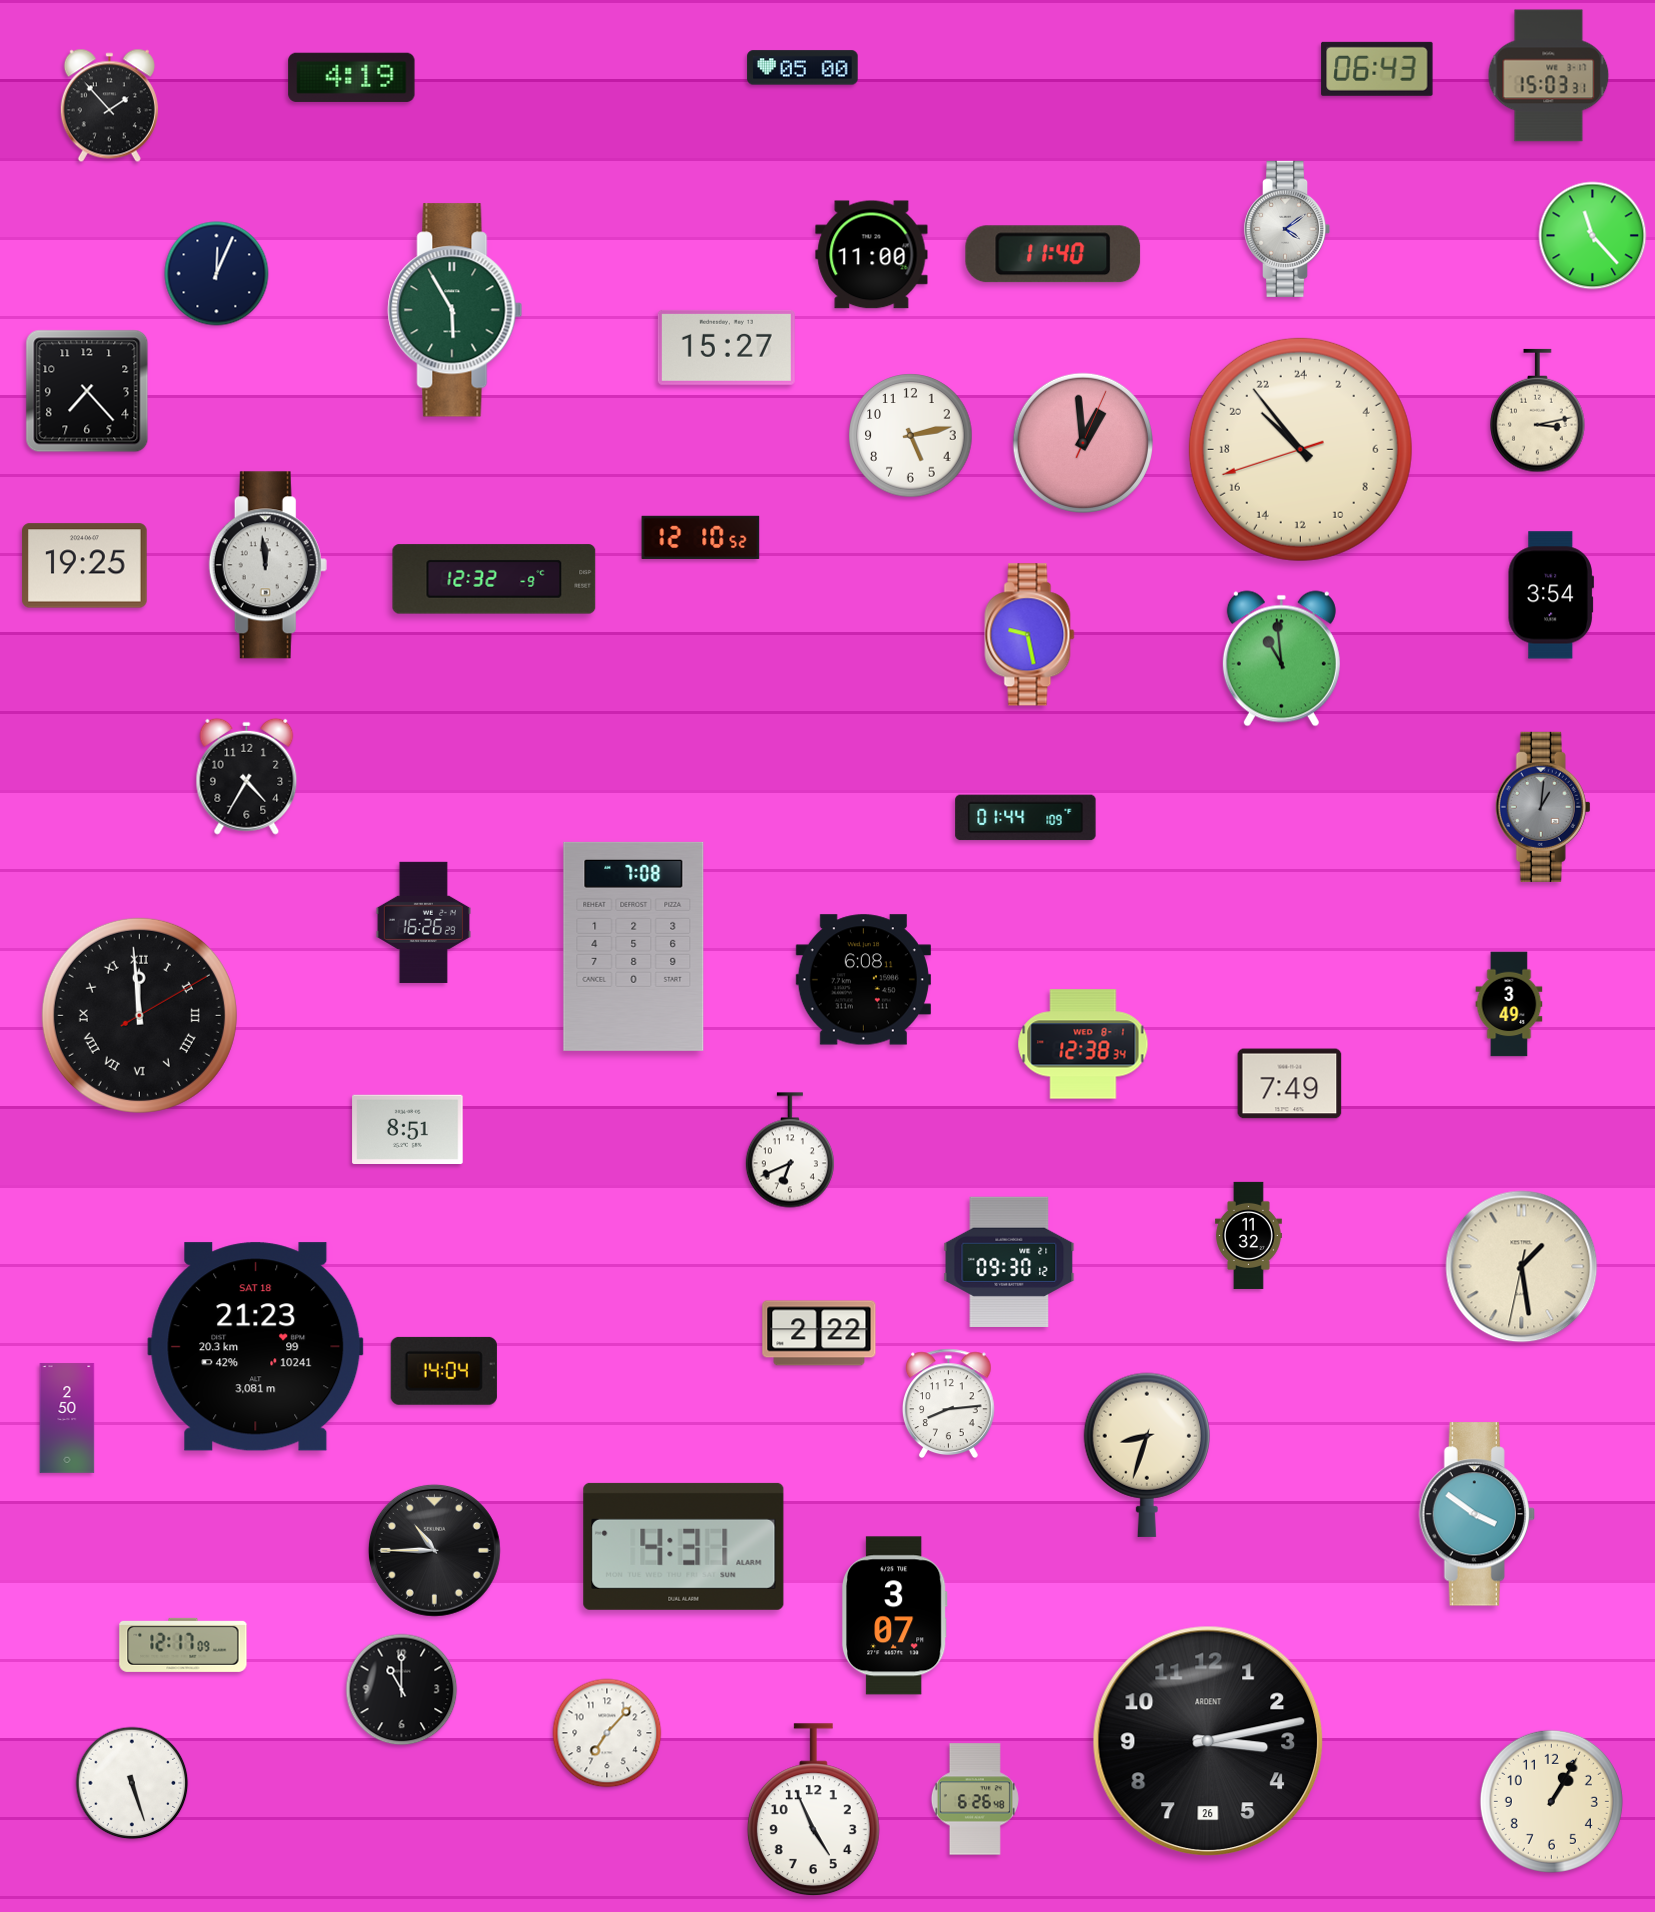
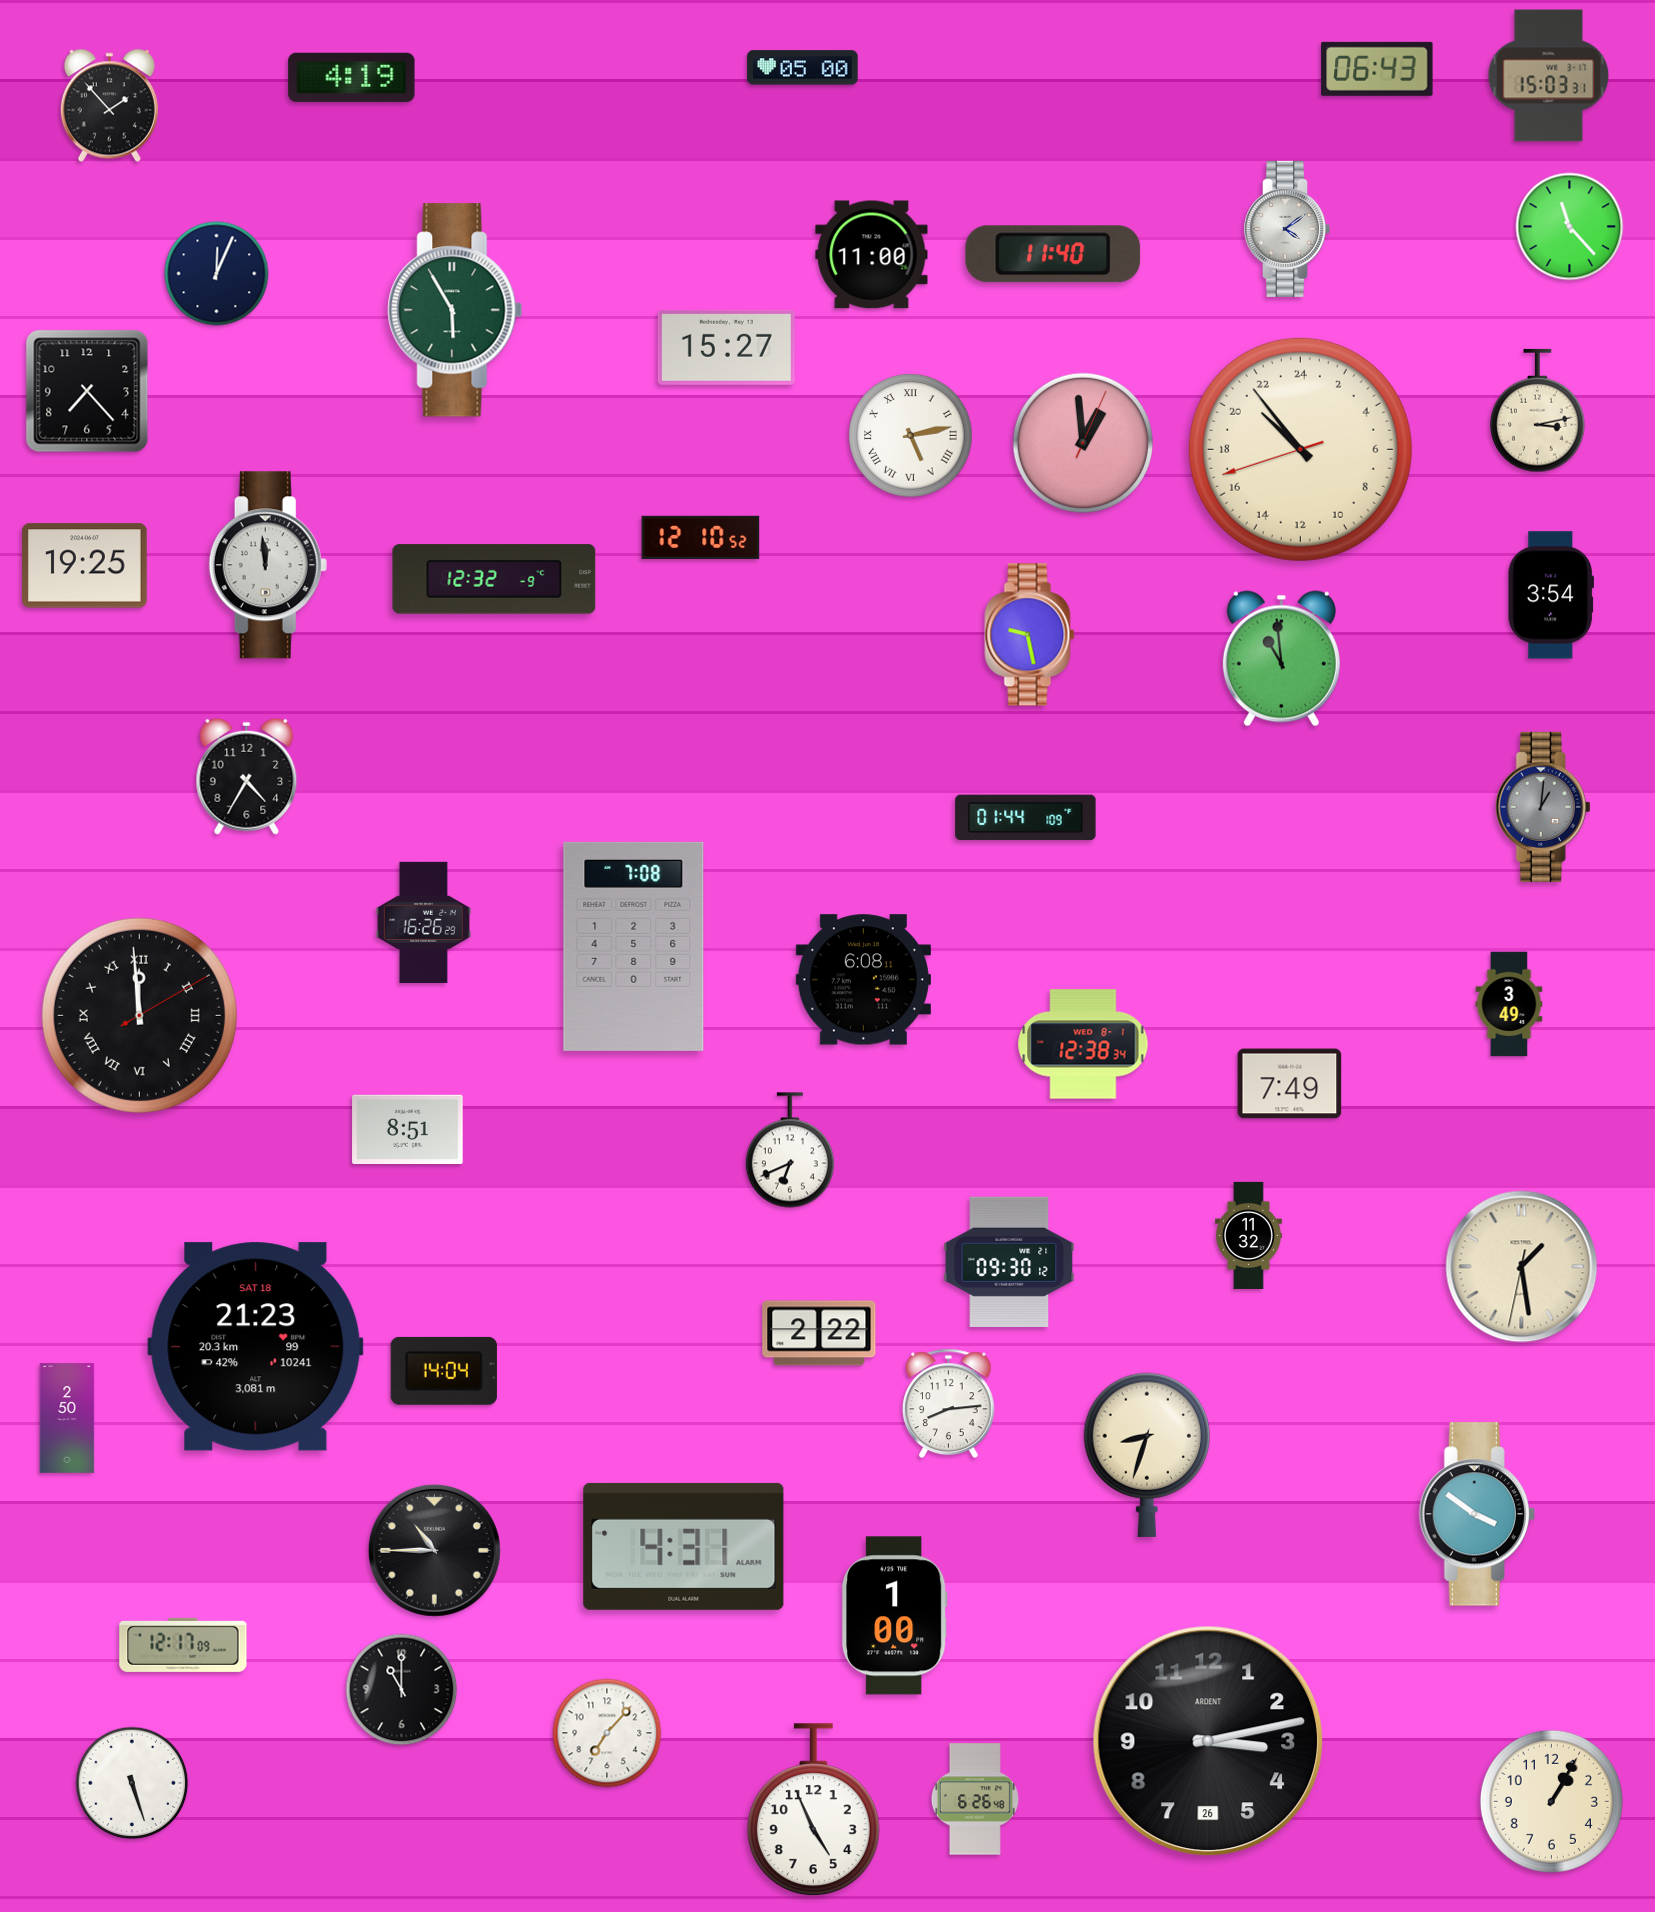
clock at (1593, 236) position: (1593, 236) -> (1570, 227)
clock at (911, 436) numerals: Arabic -> Roman
clock at (894, 1616): 3:07 -> 1:00
